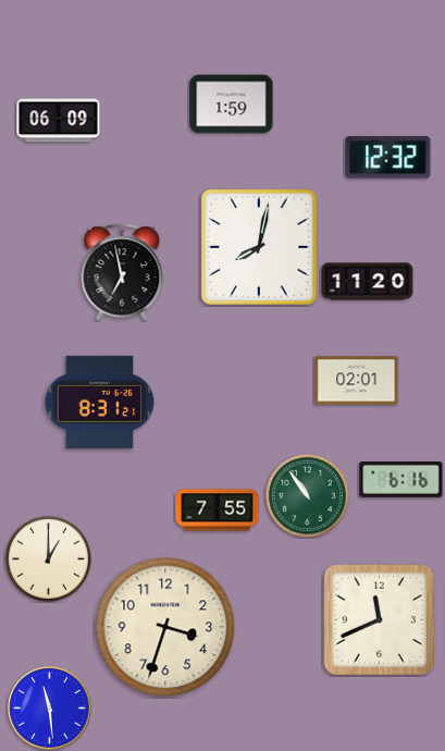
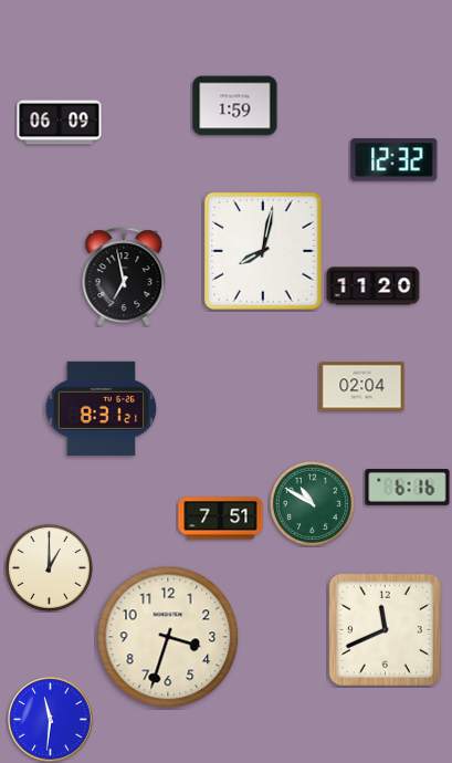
clock at (357, 381): 02:01 -> 02:04
clock at (307, 495): 10:54 -> 10:50
clock at (218, 510): 7:55 -> 7:51
clock at (50, 709): 11:29 -> 11:31
